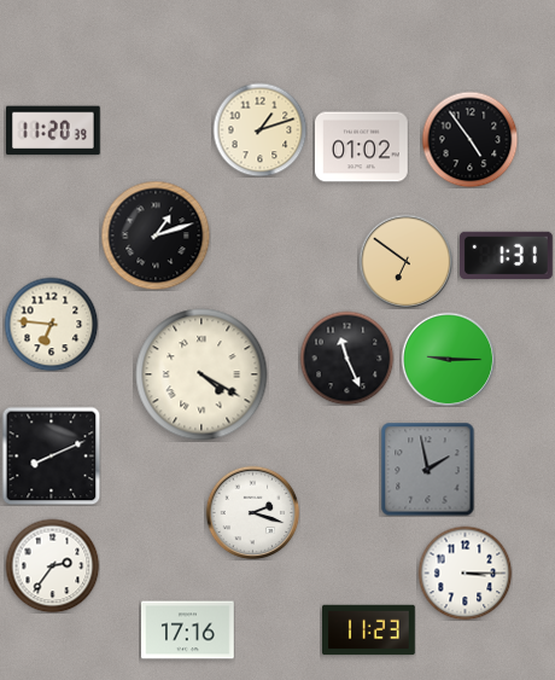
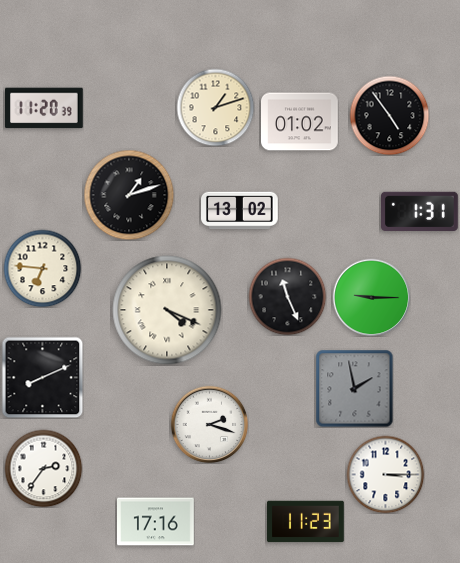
clock at (240, 211): none -> 13:02
clock at (405, 261): 6:51 -> none
clock at (201, 374): 4:20 -> 4:19
